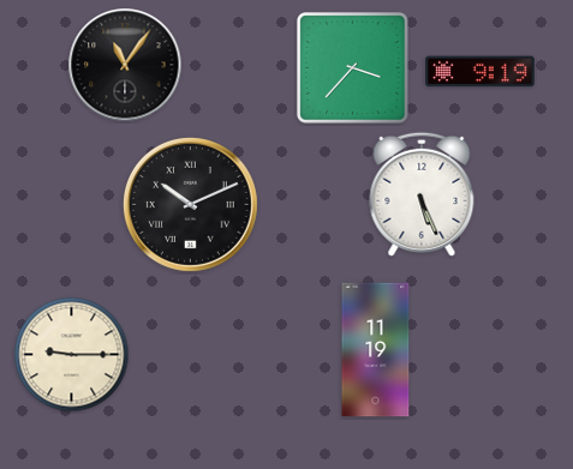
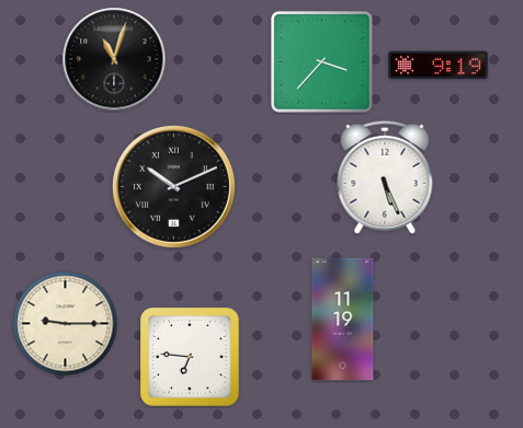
clock at (125, 65): 11:06 -> 11:03
clock at (191, 358): none -> 6:46
